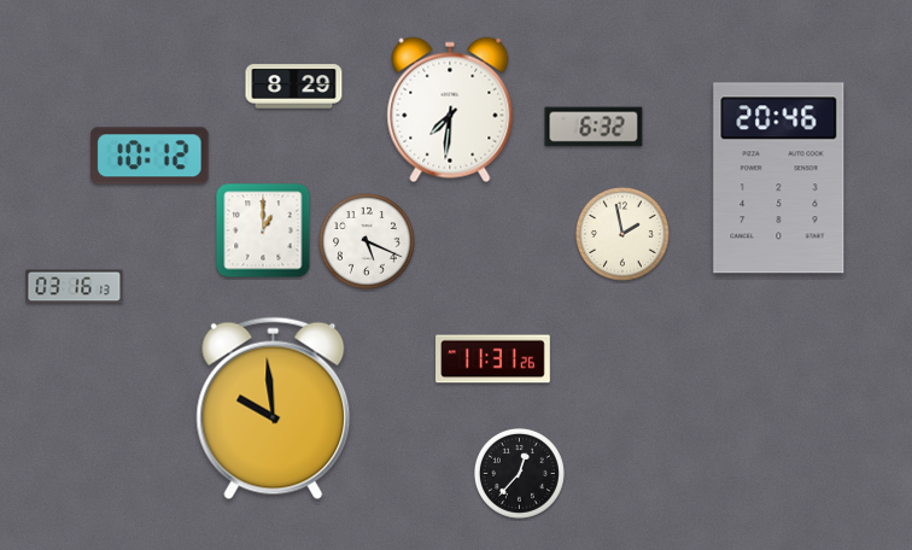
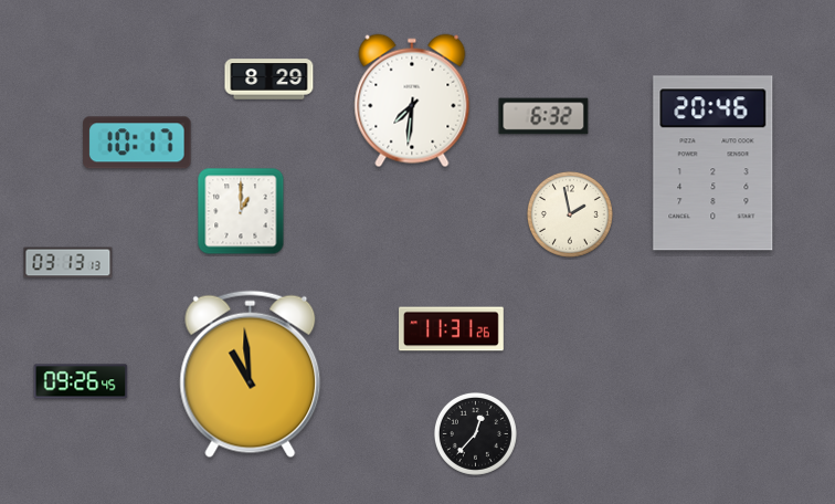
clock at (150, 156): 10:12 -> 10:17
clock at (367, 241): 5:19 -> none
clock at (75, 287): 03:16 -> 03:13
clock at (274, 409): 9:59 -> 10:59
clock at (81, 381): none -> 09:26
